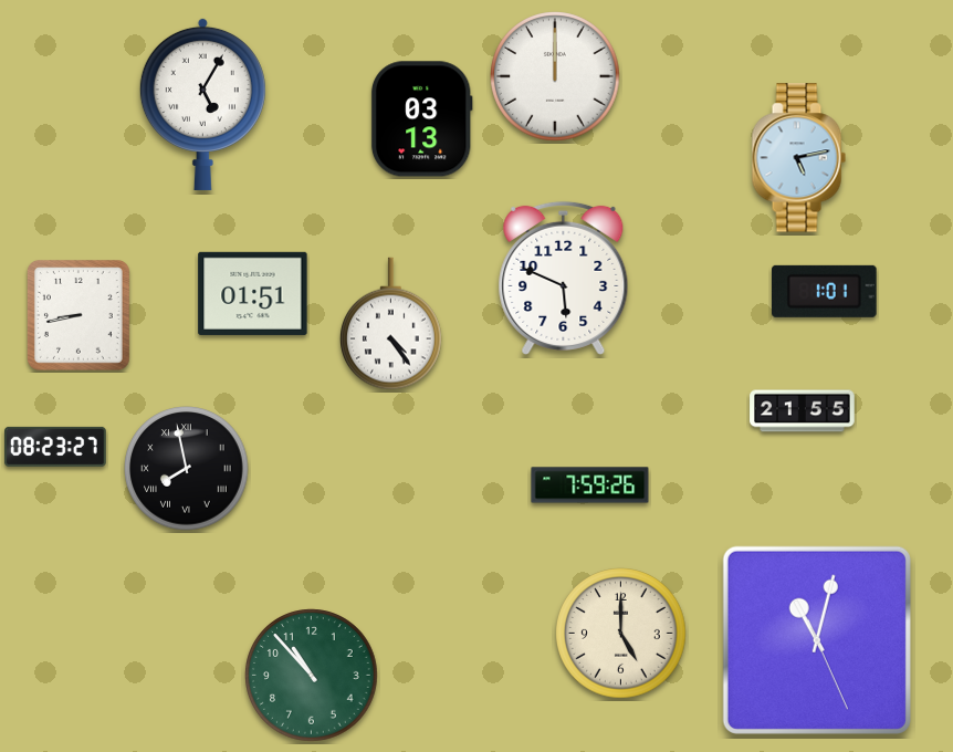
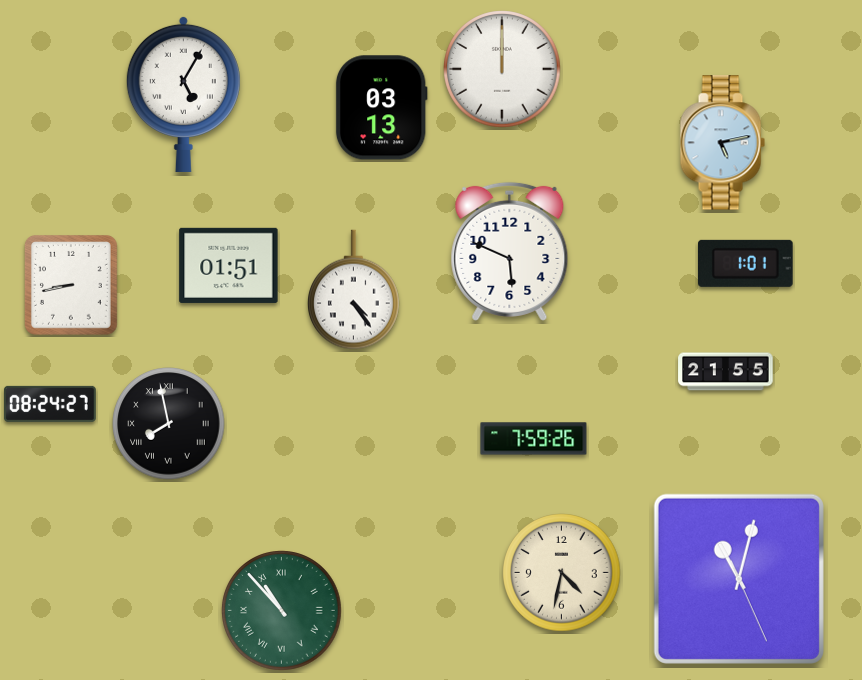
clock at (391, 324) position: (391, 324) -> (354, 290)
clock at (55, 447): 08:23 -> 08:24
clock at (621, 634): 5:00 -> 4:32
clock at (312, 676) numerals: Arabic -> Roman
